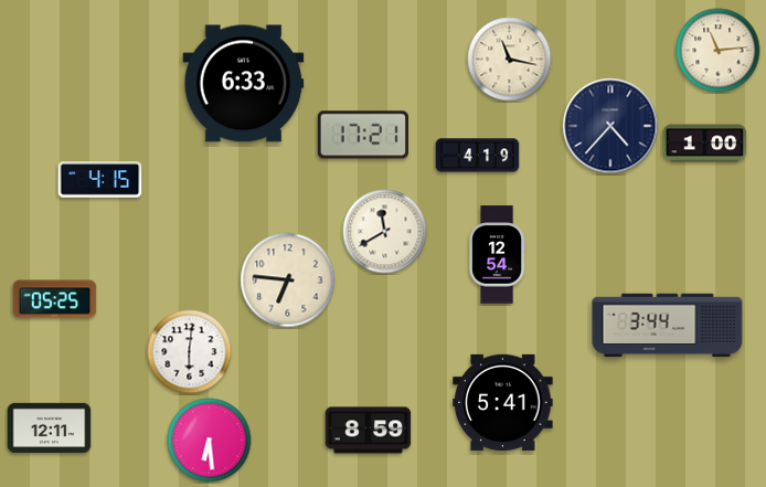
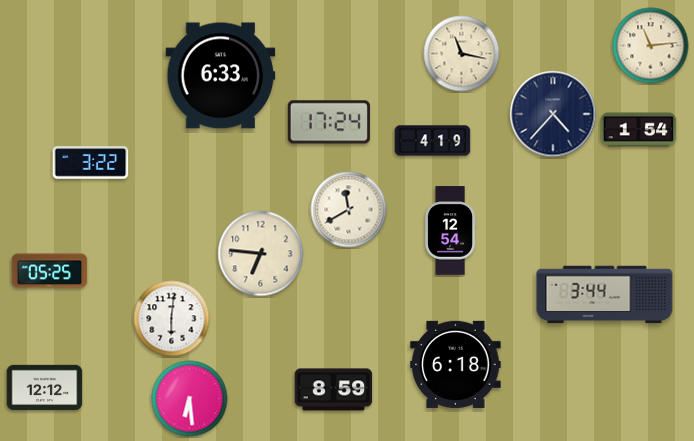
clock at (363, 135): 17:21 -> 17:24
clock at (705, 144): 1:00 -> 1:54
clock at (100, 180): 4:15 -> 3:22
clock at (503, 402): 5:41 -> 6:18
clock at (50, 427): 12:11 -> 12:12
